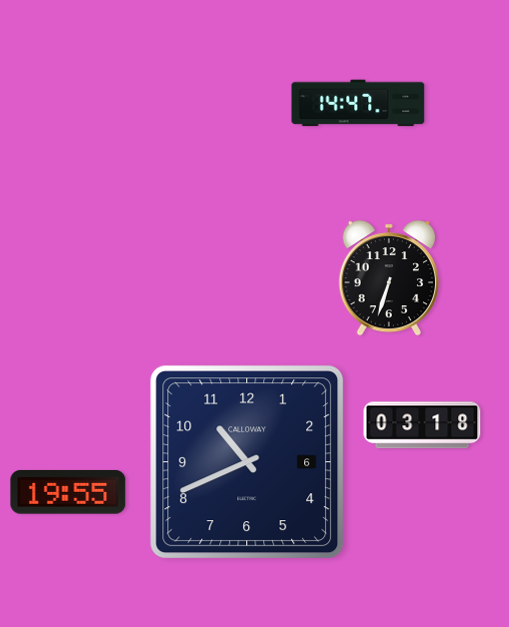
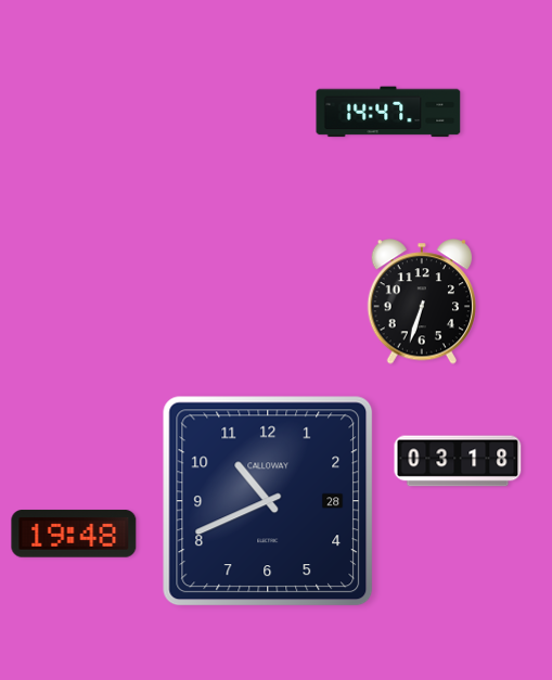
clock at (247, 462) date: 6 -> 28
clock at (68, 492): 19:55 -> 19:48
